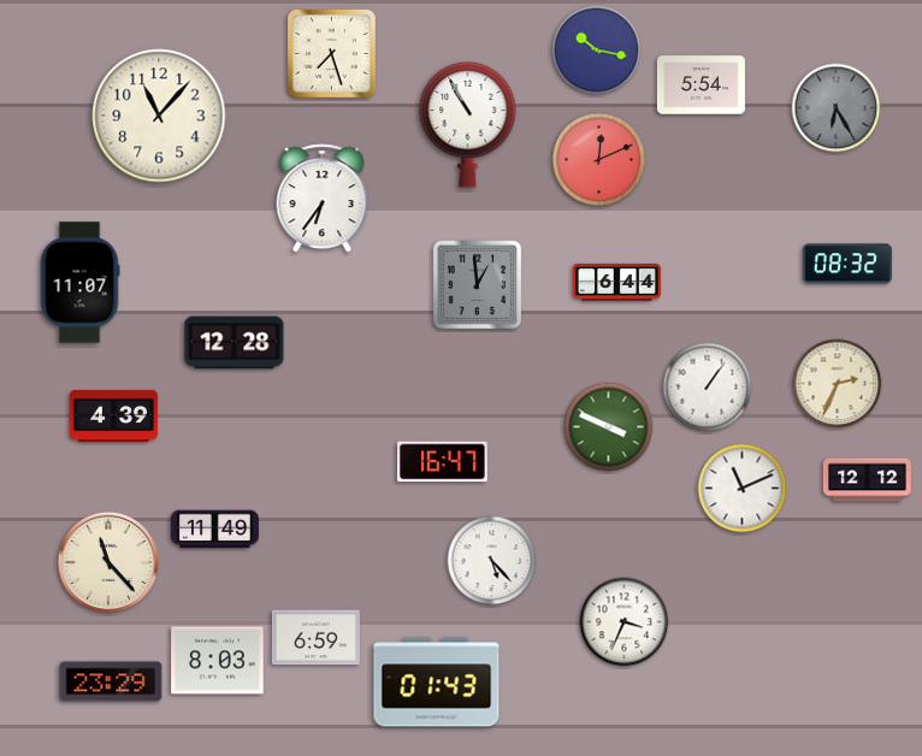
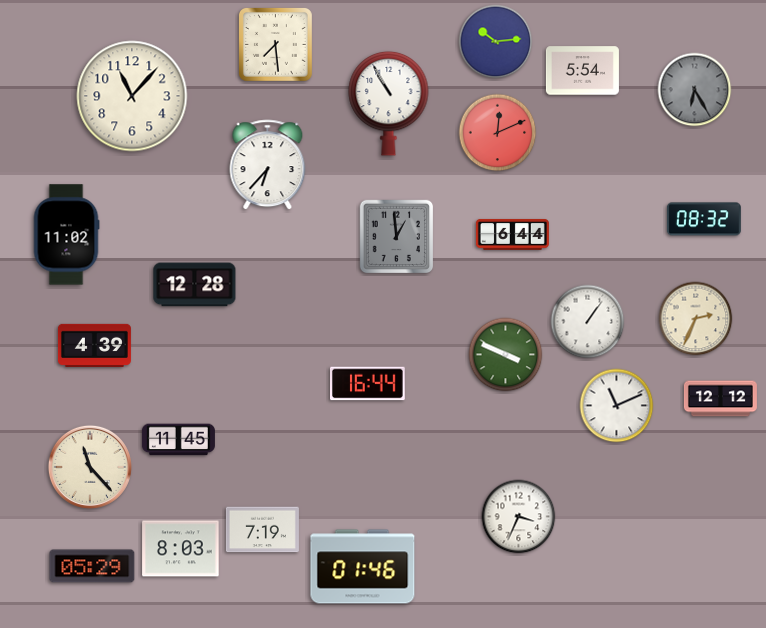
clock at (597, 51): 10:17 -> 10:14
clock at (331, 53): 7:27 -> 7:29
clock at (323, 199): 6:36 -> 6:37
clock at (79, 283): 11:07 -> 11:02
clock at (443, 462): 16:47 -> 16:44
clock at (214, 530): 11:49 -> 11:45
clock at (492, 561): 5:23 -> none
clock at (315, 638): 6:59 -> 7:19
clock at (111, 681): 23:29 -> 05:29
clock at (437, 683): 01:43 -> 01:46
